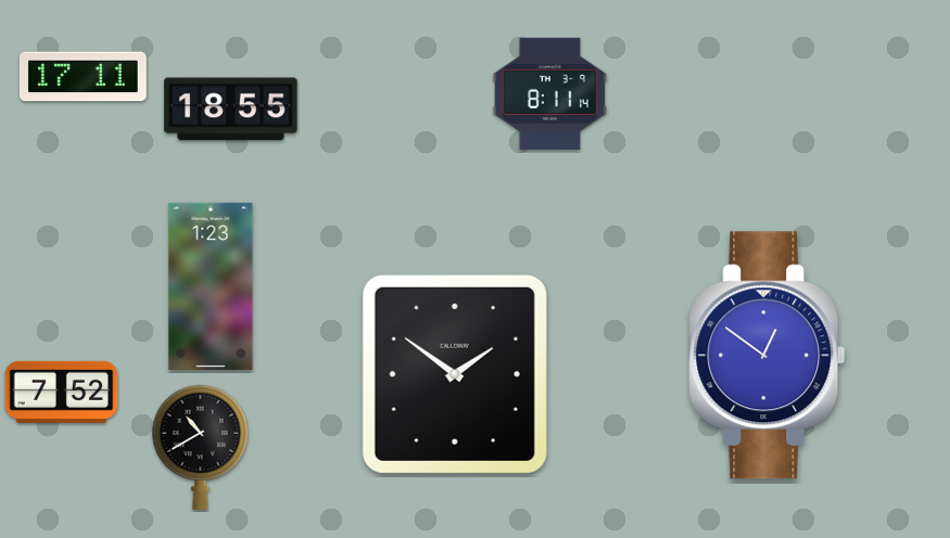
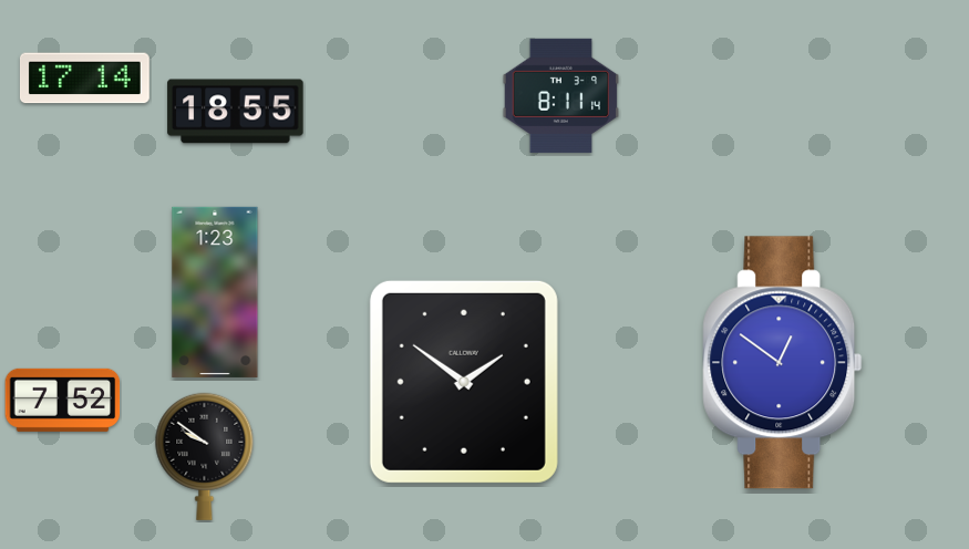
clock at (83, 77): 17:11 -> 17:14
clock at (201, 447): 10:40 -> 9:51
